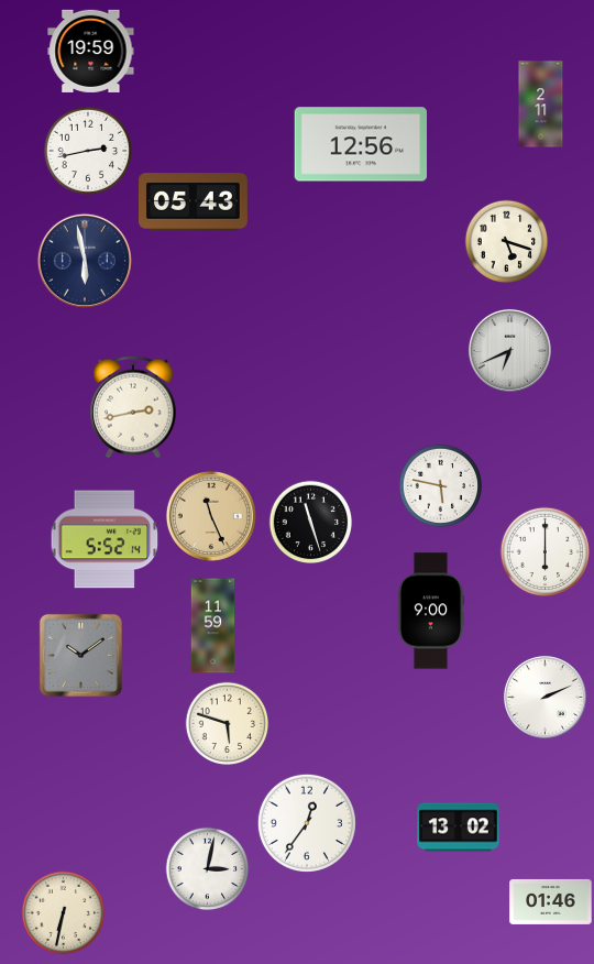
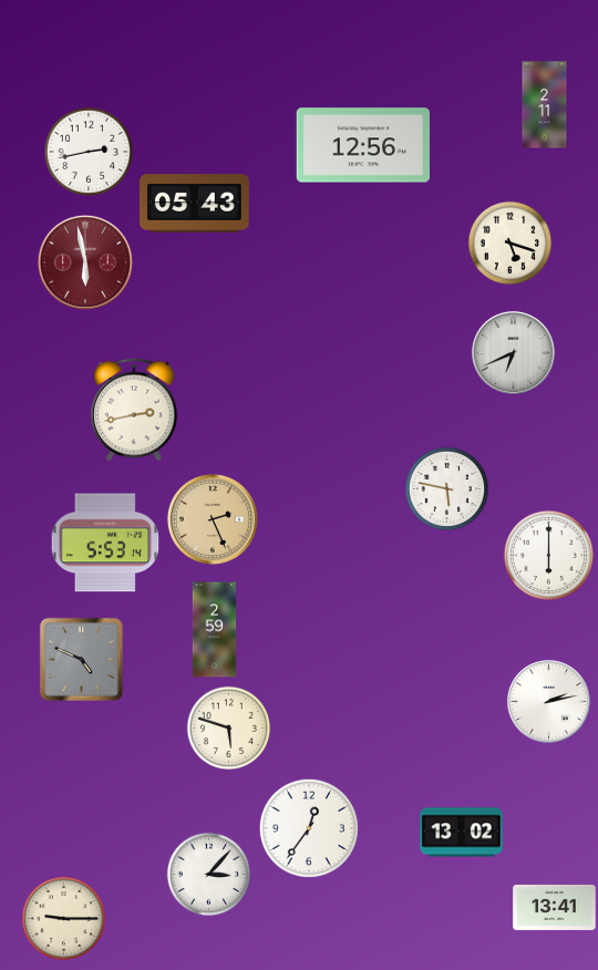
clock at (91, 51): 19:59 -> none
clock at (85, 261) dial: navy -> burgundy
clock at (441, 486) position: (441, 486) -> (447, 489)
clock at (211, 516): 11:26 -> 2:26
clock at (311, 523): 11:27 -> none
clock at (105, 539): 5:52 -> 5:53
clock at (431, 611): 9:00 -> none
clock at (213, 626): 11:59 -> 2:59
clock at (80, 655): 10:09 -> 4:49
clock at (544, 697): 2:11 -> 2:13
clock at (208, 869): 3:02 -> 3:07
clock at (551, 901): 01:46 -> 13:41
clock at (64, 913): 6:32 -> 9:15
